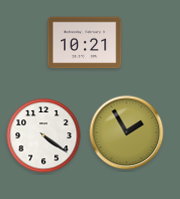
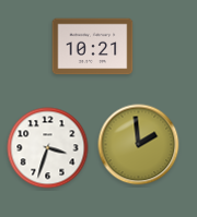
clock at (127, 133): 1:55 -> 1:59
clock at (44, 136): 4:21 -> 3:33
